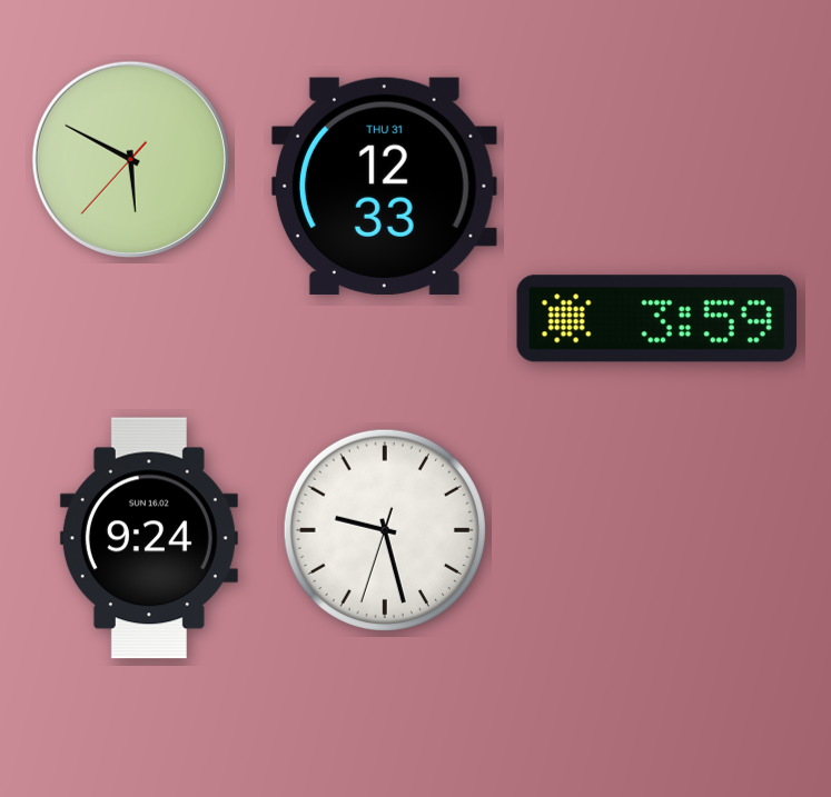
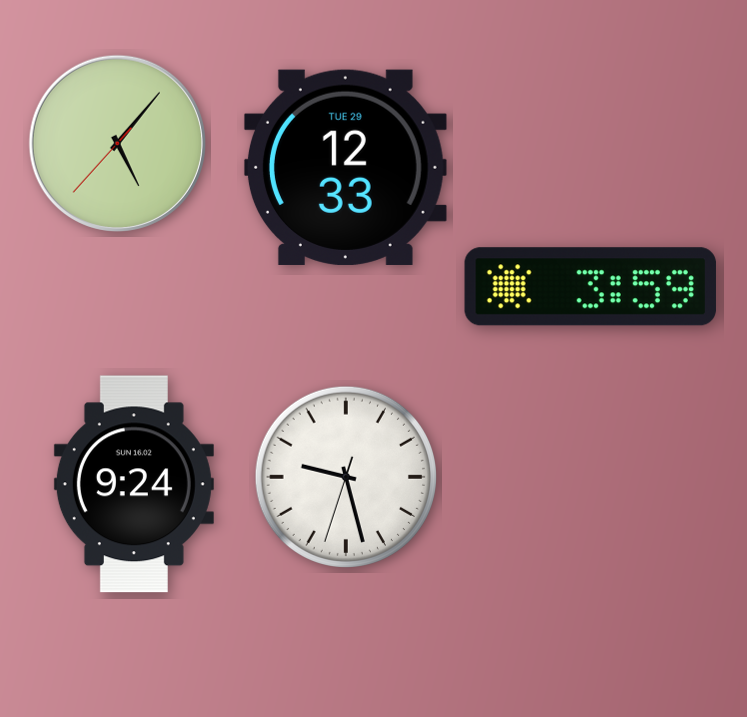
clock at (130, 159): 5:49 -> 5:06
clock at (384, 186) date: THU 31 -> TUE 29
